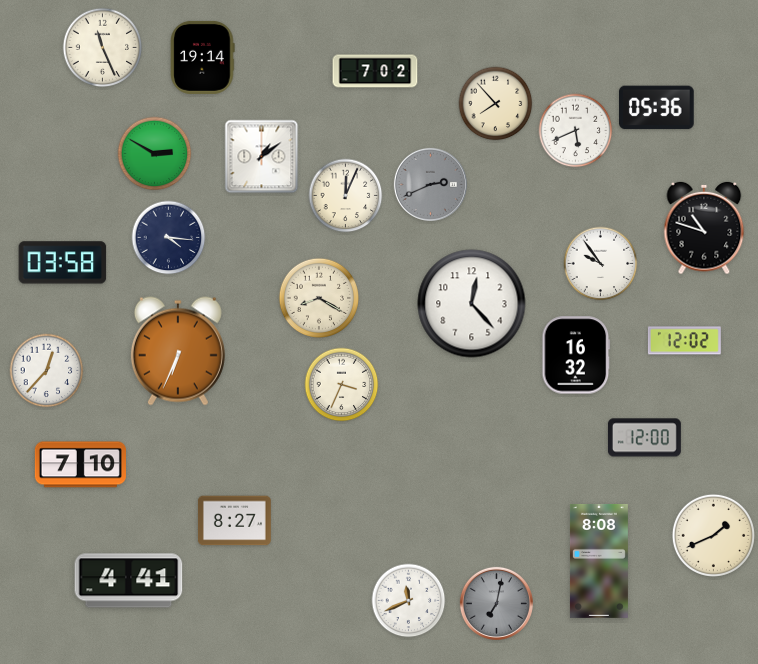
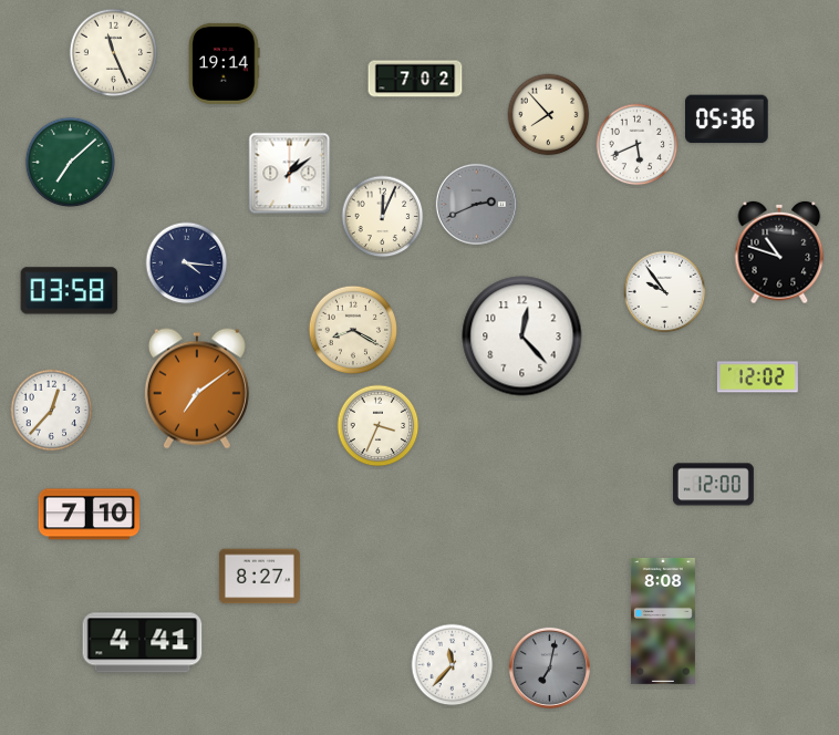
clock at (70, 162): none -> 7:08
clock at (155, 154): 2:50 -> none
clock at (178, 351): 6:34 -> 7:09
clock at (576, 355): 16:32 -> none
clock at (713, 535): 1:41 -> none
clock at (409, 601): 11:41 -> 11:37
